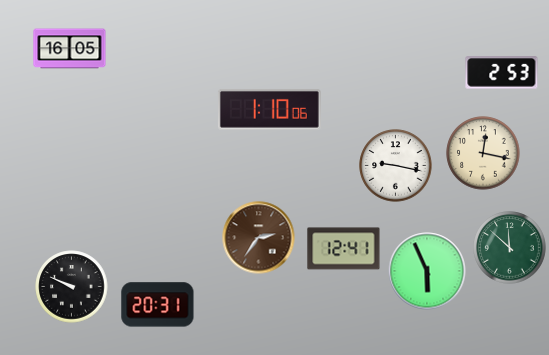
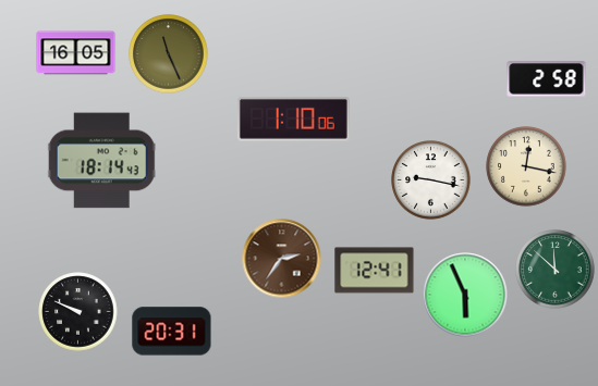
clock at (169, 54): none -> 11:26
clock at (502, 73): 2:53 -> 2:58
clock at (101, 161): none -> 18:14
